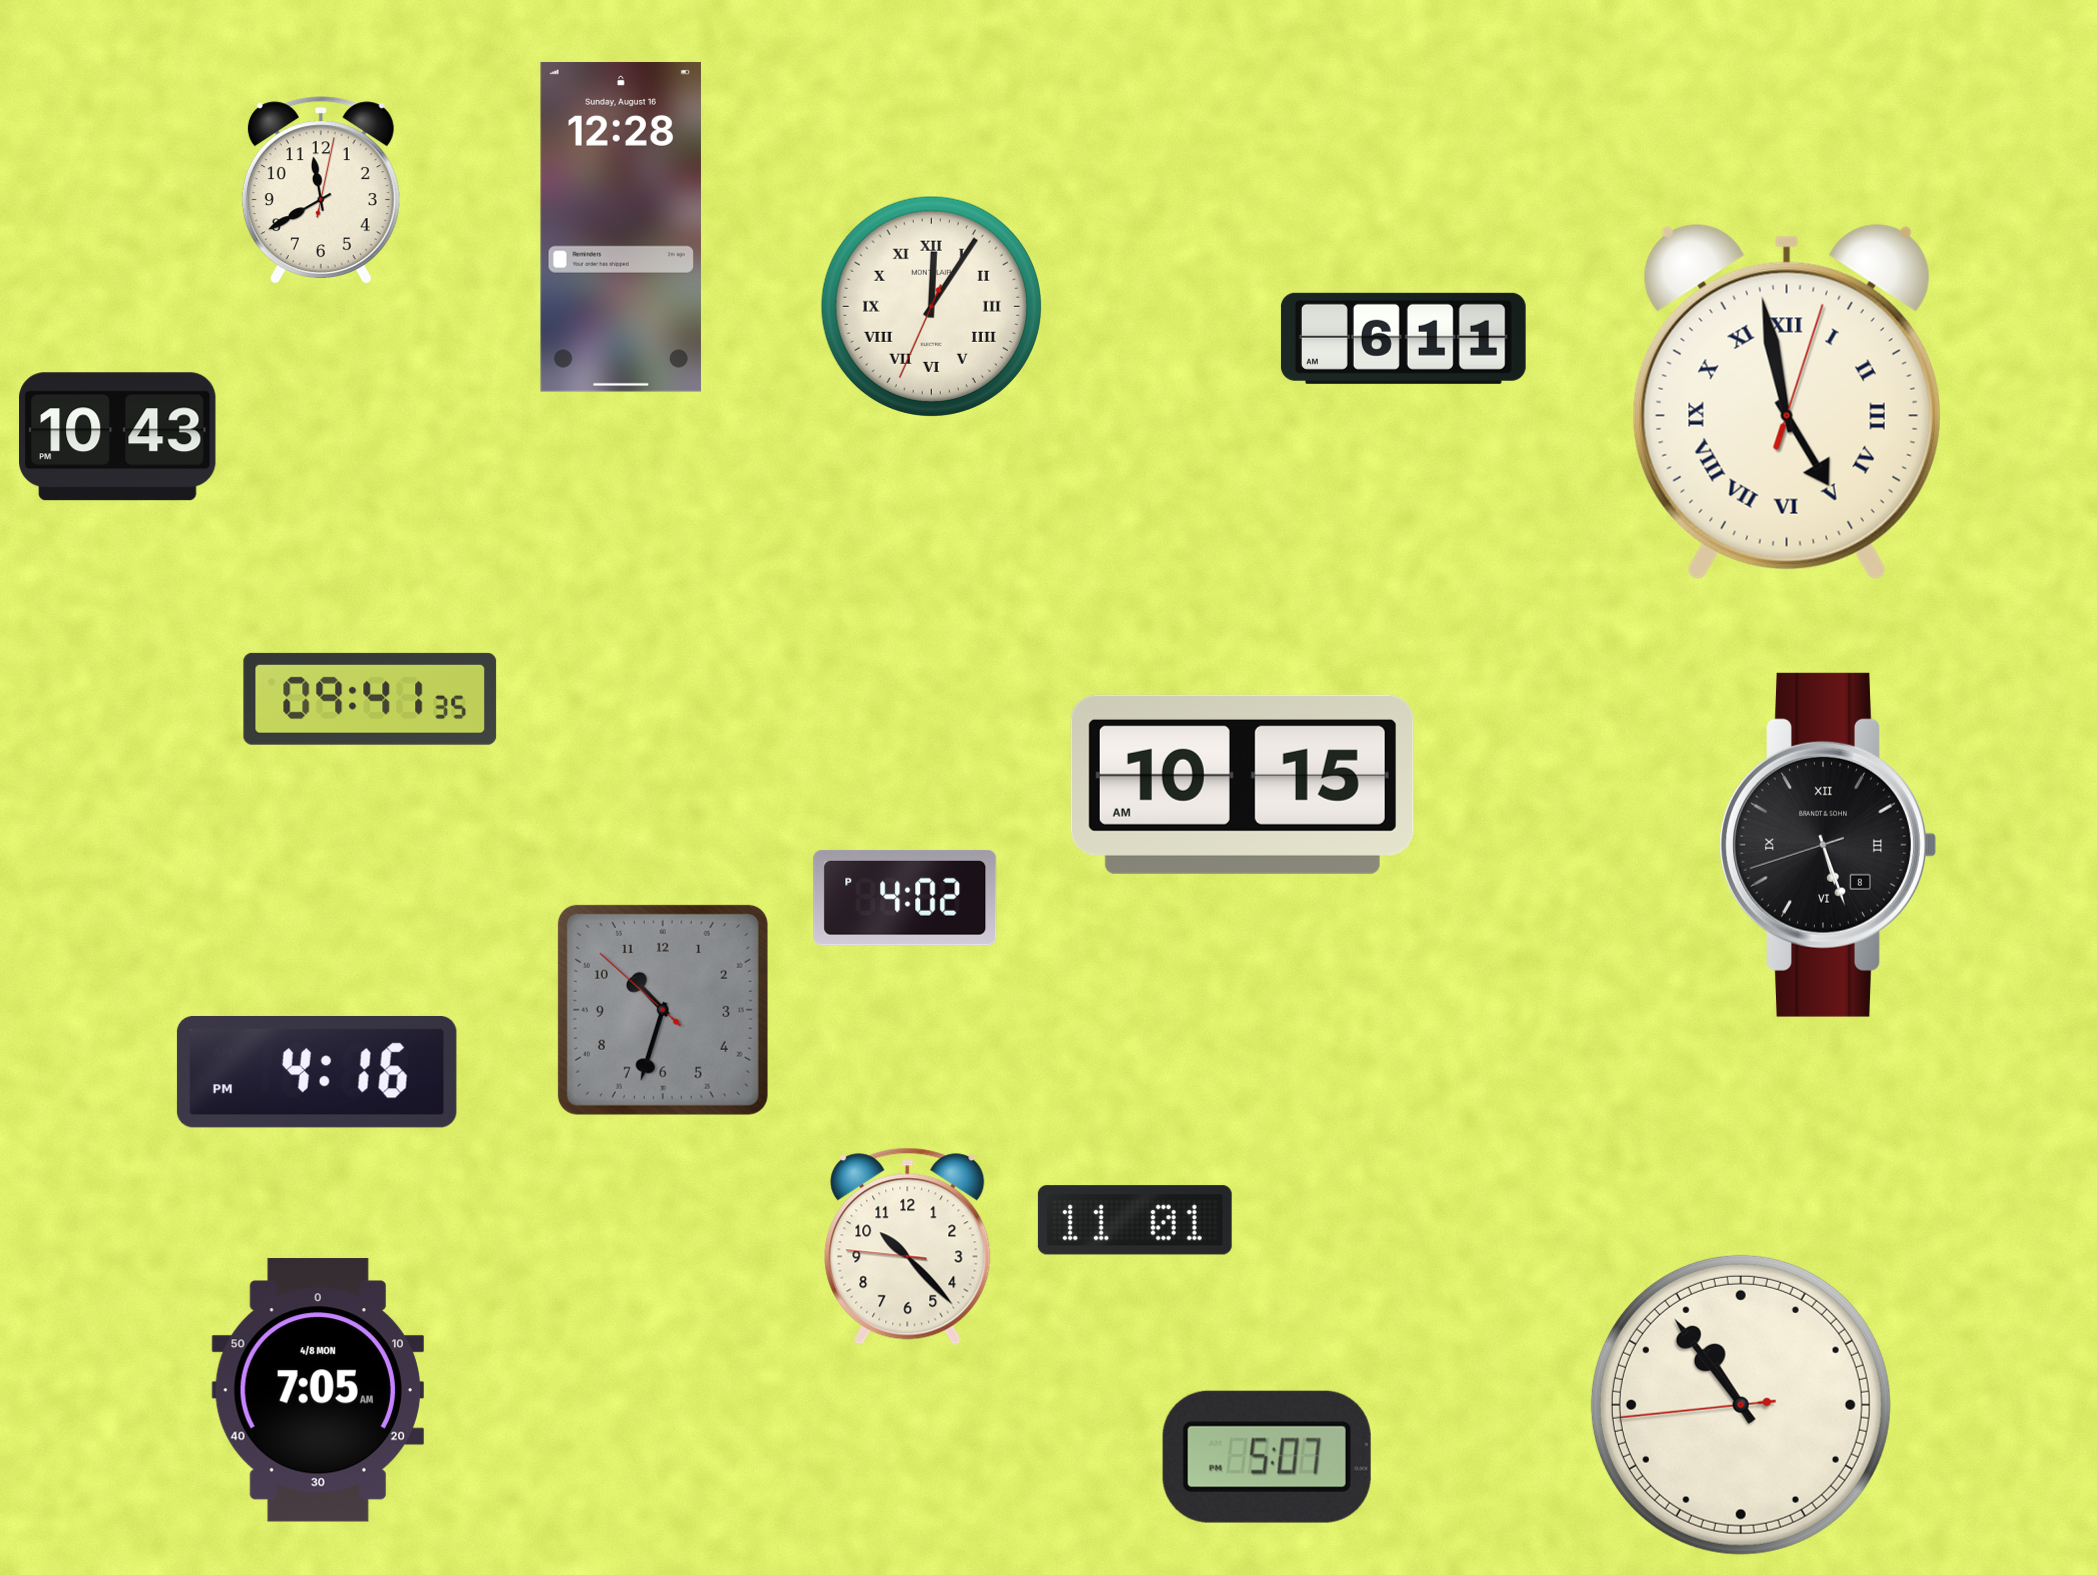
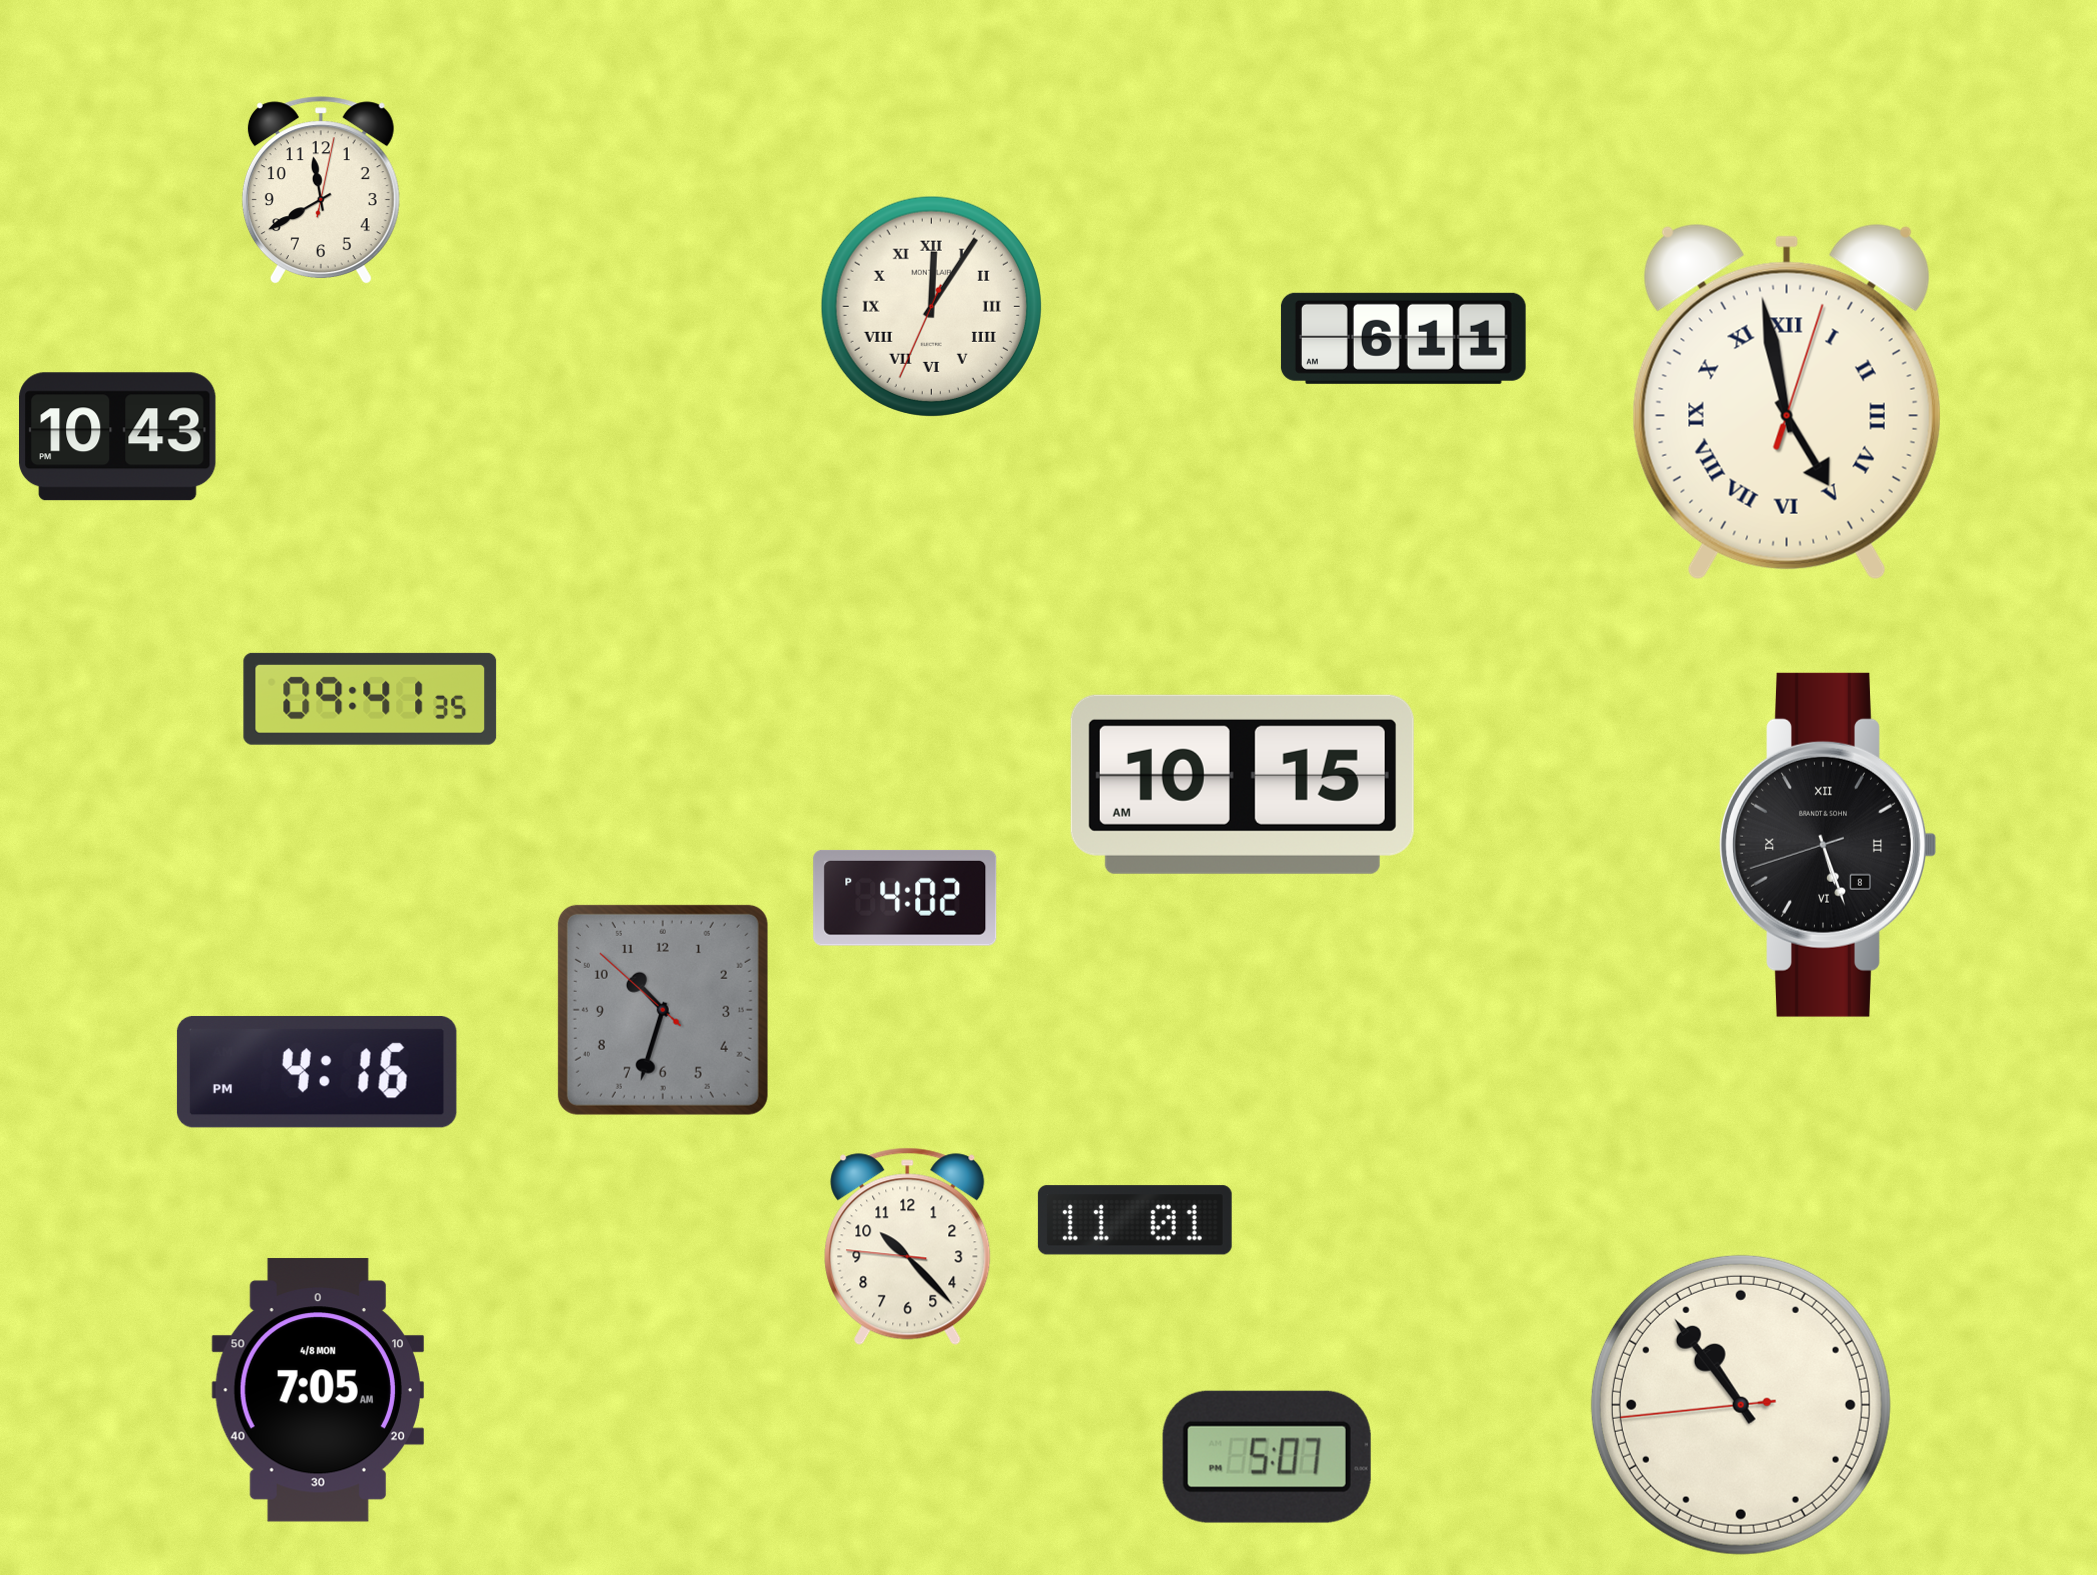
clock at (621, 227): 12:28 -> none
